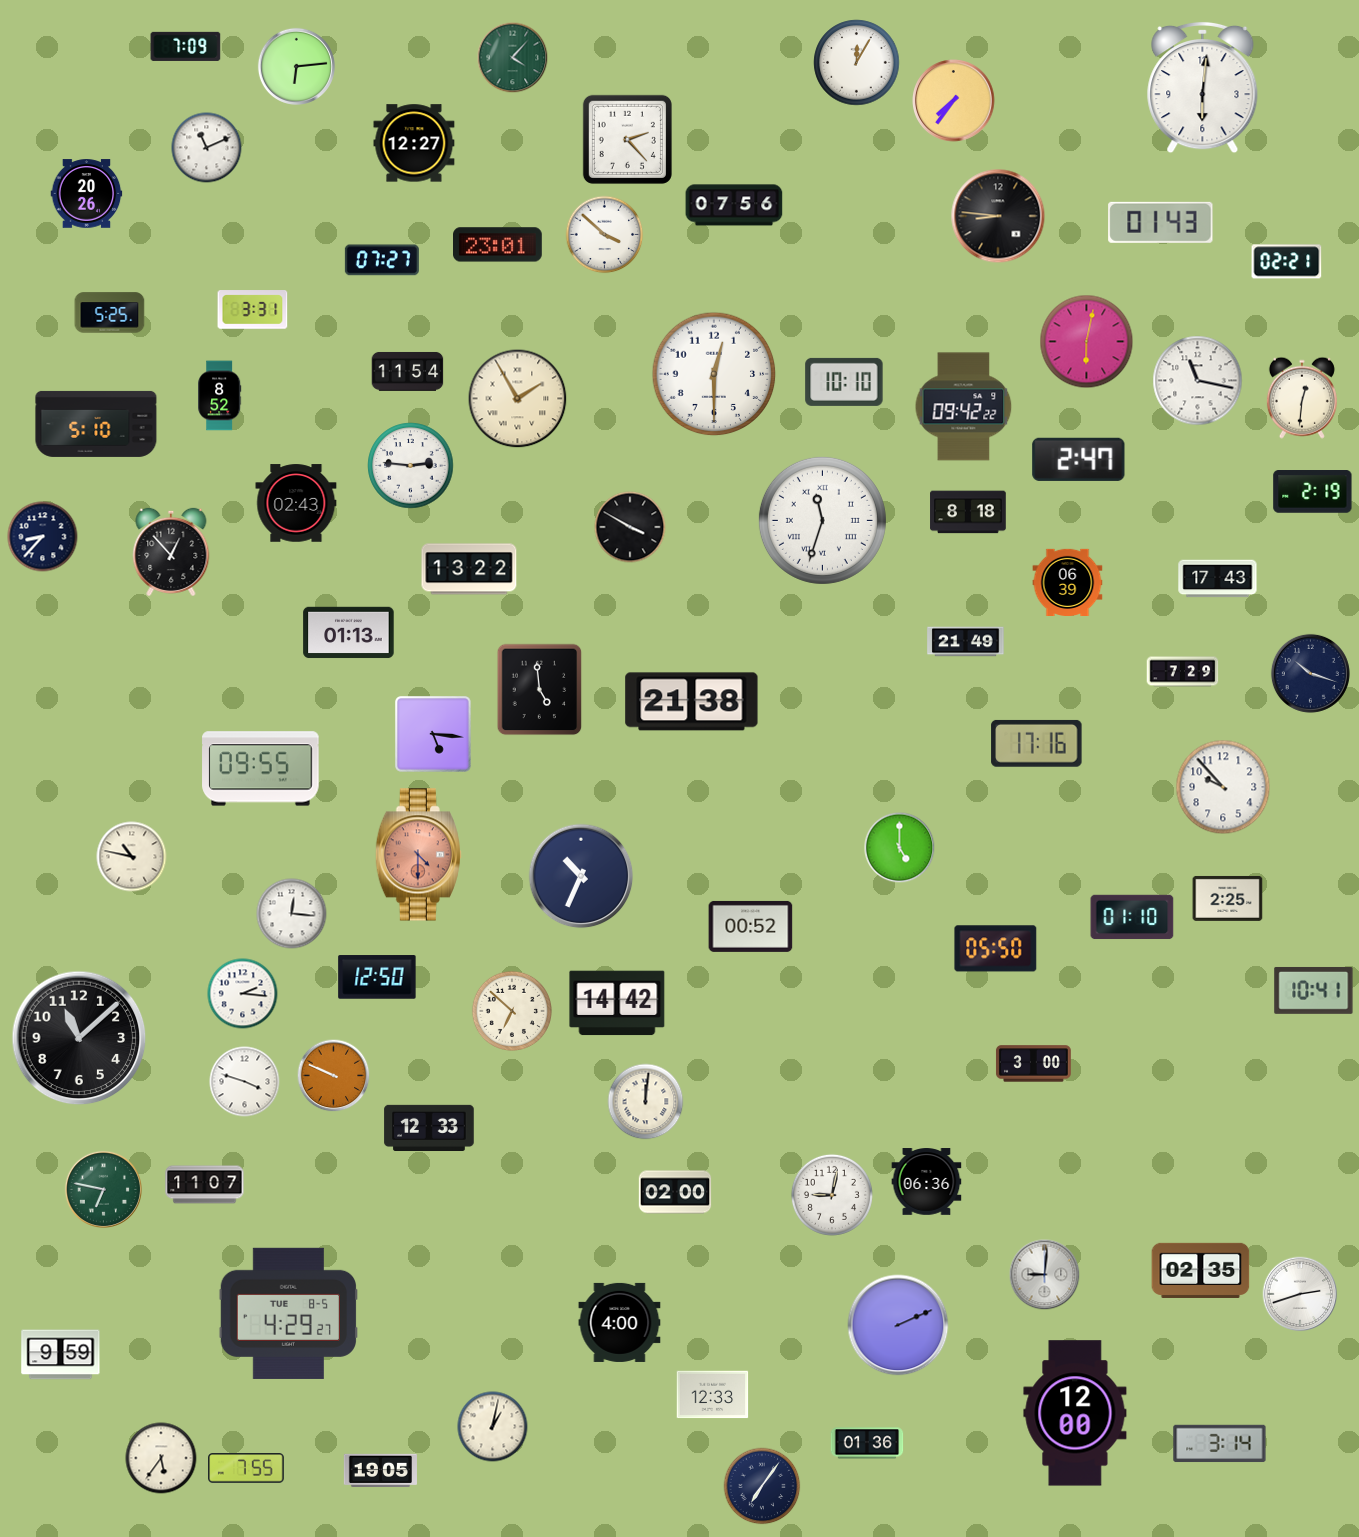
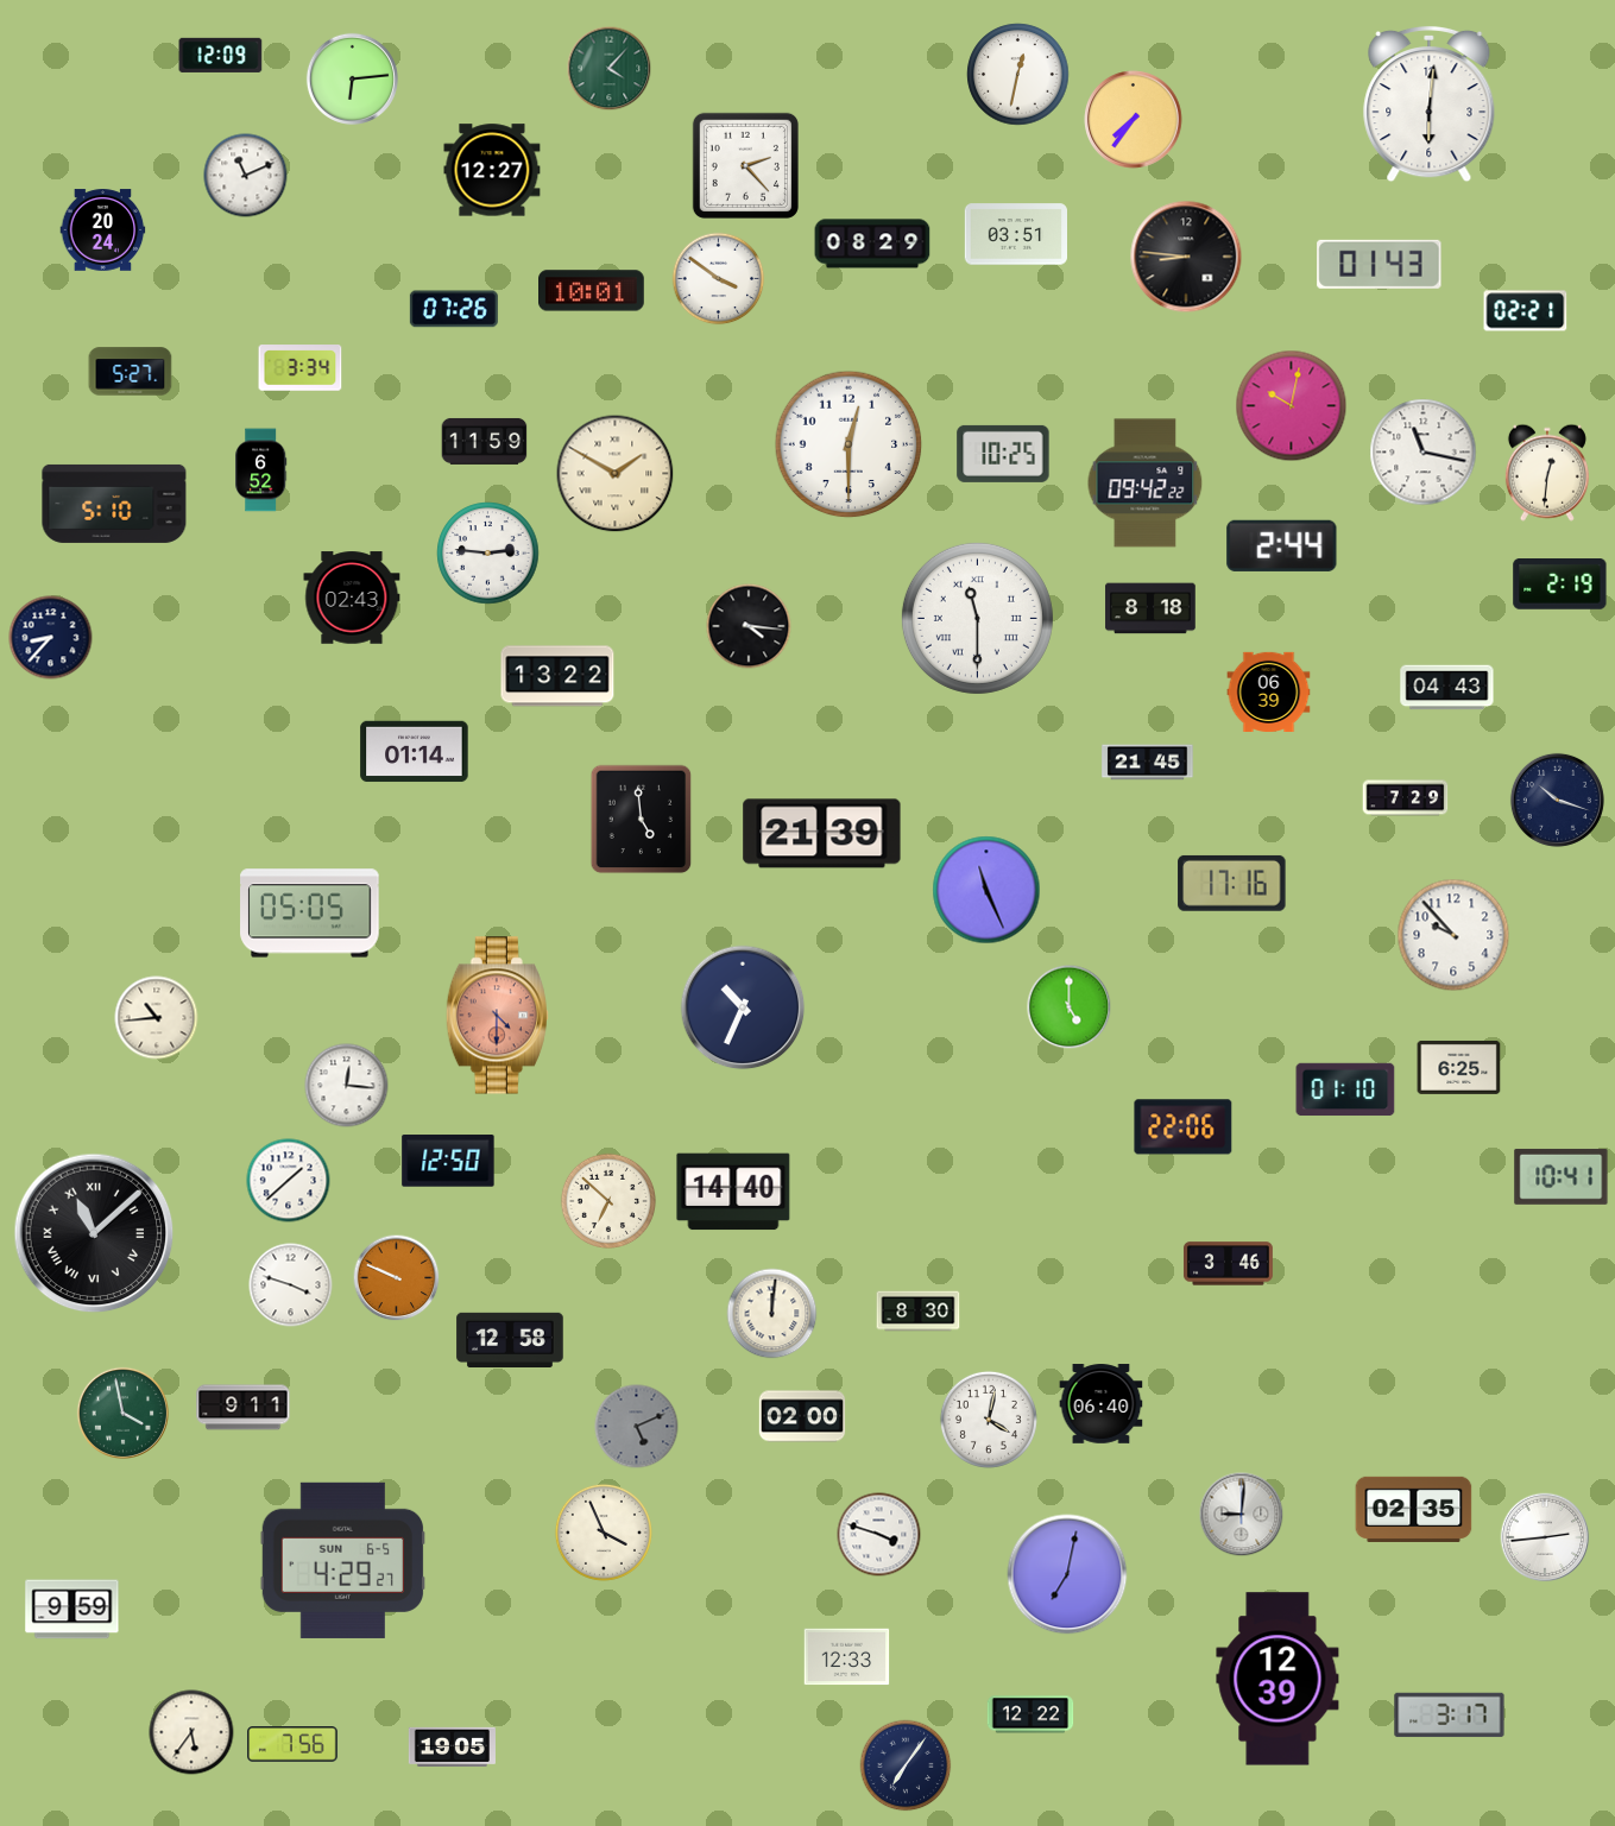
clock at (186, 46): 7:09 -> 12:09
clock at (857, 63): 12:05 -> 12:32
clock at (87, 194): 20:26 -> 20:24
clock at (1015, 234): none -> 03:51
clock at (734, 205): 07:56 -> 08:29
clock at (605, 235): 3:52 -> 3:51
clock at (498, 245): 23:01 -> 10:01
clock at (382, 260): 07:27 -> 07:26
clock at (1287, 262) position: (1287, 262) -> (1526, 311)
clock at (253, 310): 3:31 -> 3:34
clock at (110, 313): 5:25 -> 5:27
clock at (1087, 342): 6:02 -> 10:02
clock at (408, 371): 11:54 -> 11:59
clock at (844, 382): 10:10 -> 10:25
clock at (220, 396): 8:52 -> 6:52
clock at (518, 399): 1:55 -> 1:50
clock at (1079, 459): 2:47 -> 2:44
clock at (822, 520): 11:33 -> 11:30
clock at (630, 527): 3:50 -> 4:16
clock at (171, 552): 12:53 -> none
clock at (1218, 579): 17:43 -> 04:43
clock at (349, 633): 01:13 -> 01:14
clock at (966, 642): 21:49 -> 21:45
clock at (692, 702): 21:38 -> 21:39
clock at (434, 735): 5:16 -> none
clock at (986, 890): none -> 11:26
clock at (261, 769): 09:55 -> 05:05
clock at (132, 857): 10:47 -> 10:44
clock at (581, 876) position: (581, 876) -> (743, 1007)
clock at (1228, 898): 2:25 -> 6:25
clock at (751, 926): 00:52 -> none
clock at (996, 949): 05:50 -> 22:06
clock at (243, 994): 2:16 -> 1:38
clock at (617, 1003): 14:42 -> 14:40
clock at (79, 1038) numerals: Arabic -> Roman
clock at (1034, 1064): 3:00 -> 3:46
clock at (646, 1102) position: (646, 1102) -> (772, 1314)
clock at (919, 1312): none -> 8:30
clock at (429, 1127): 12:33 -> 12:58
clock at (927, 1182): 06:36 -> 06:40
clock at (205, 1185): 11:07 -> 9:11
clock at (103, 1189): 6:47 -> 3:58
clock at (832, 1195): 9:02 -> 4:02
clock at (637, 1427): none -> 5:11
clock at (1201, 1270) position: (1201, 1270) -> (1414, 1509)
clock at (604, 1533): none -> 3:56
clock at (879, 1535): none -> 3:48
clock at (1300, 1294): 2:42 -> 2:44
clock at (288, 1313) date: TUE 8-5 -> SUN 6-5
clock at (620, 1322): 4:00 -> none
clock at (898, 1325): 2:11 -> 7:02
clock at (1075, 1413): 12:00 -> 12:39
clock at (493, 1427): 1:02 -> none
clock at (867, 1443): 01:36 -> 12:22
clock at (1220, 1444): 3:14 -> 3:17
clock at (246, 1468): 7:55 -> 7:56
